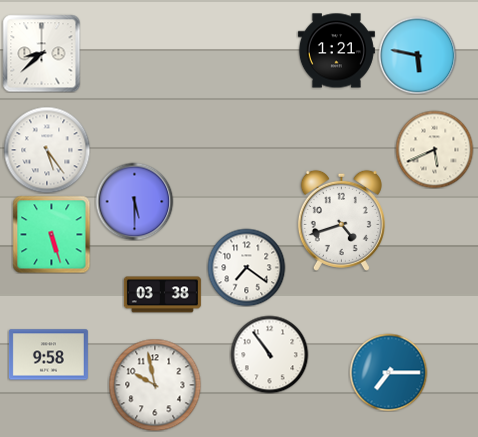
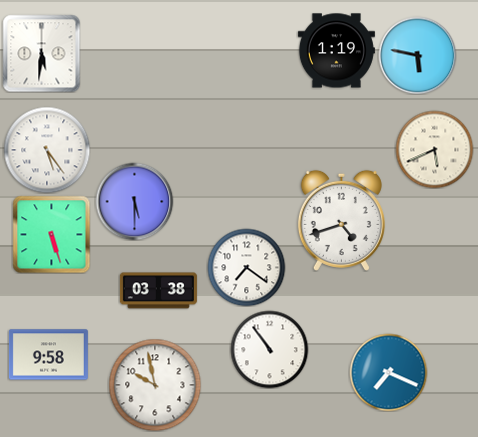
clock at (336, 51): 1:21 -> 1:19
clock at (41, 53): 8:38 -> 5:31
clock at (162, 295) position: (162, 295) -> (158, 291)
clock at (269, 354) position: (269, 354) -> (269, 349)
clock at (388, 372): 7:15 -> 7:19
